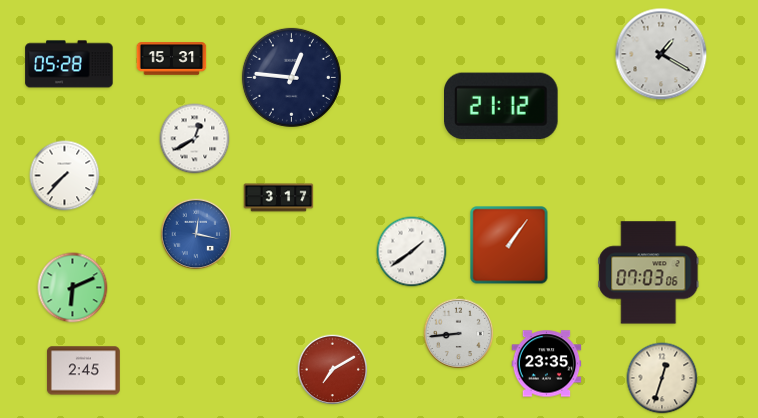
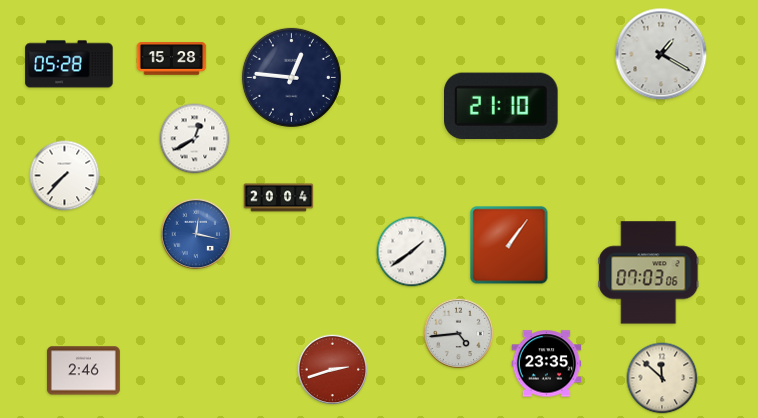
clock at (172, 59): 15:31 -> 15:28
clock at (502, 106): 21:12 -> 21:10
clock at (279, 198): 3:17 -> 20:04
clock at (73, 288): 6:11 -> none
clock at (459, 334): 8:44 -> 4:44
clock at (333, 370): 7:10 -> 2:42
clock at (83, 371): 2:45 -> 2:46
clock at (662, 378): 12:33 -> 11:52
